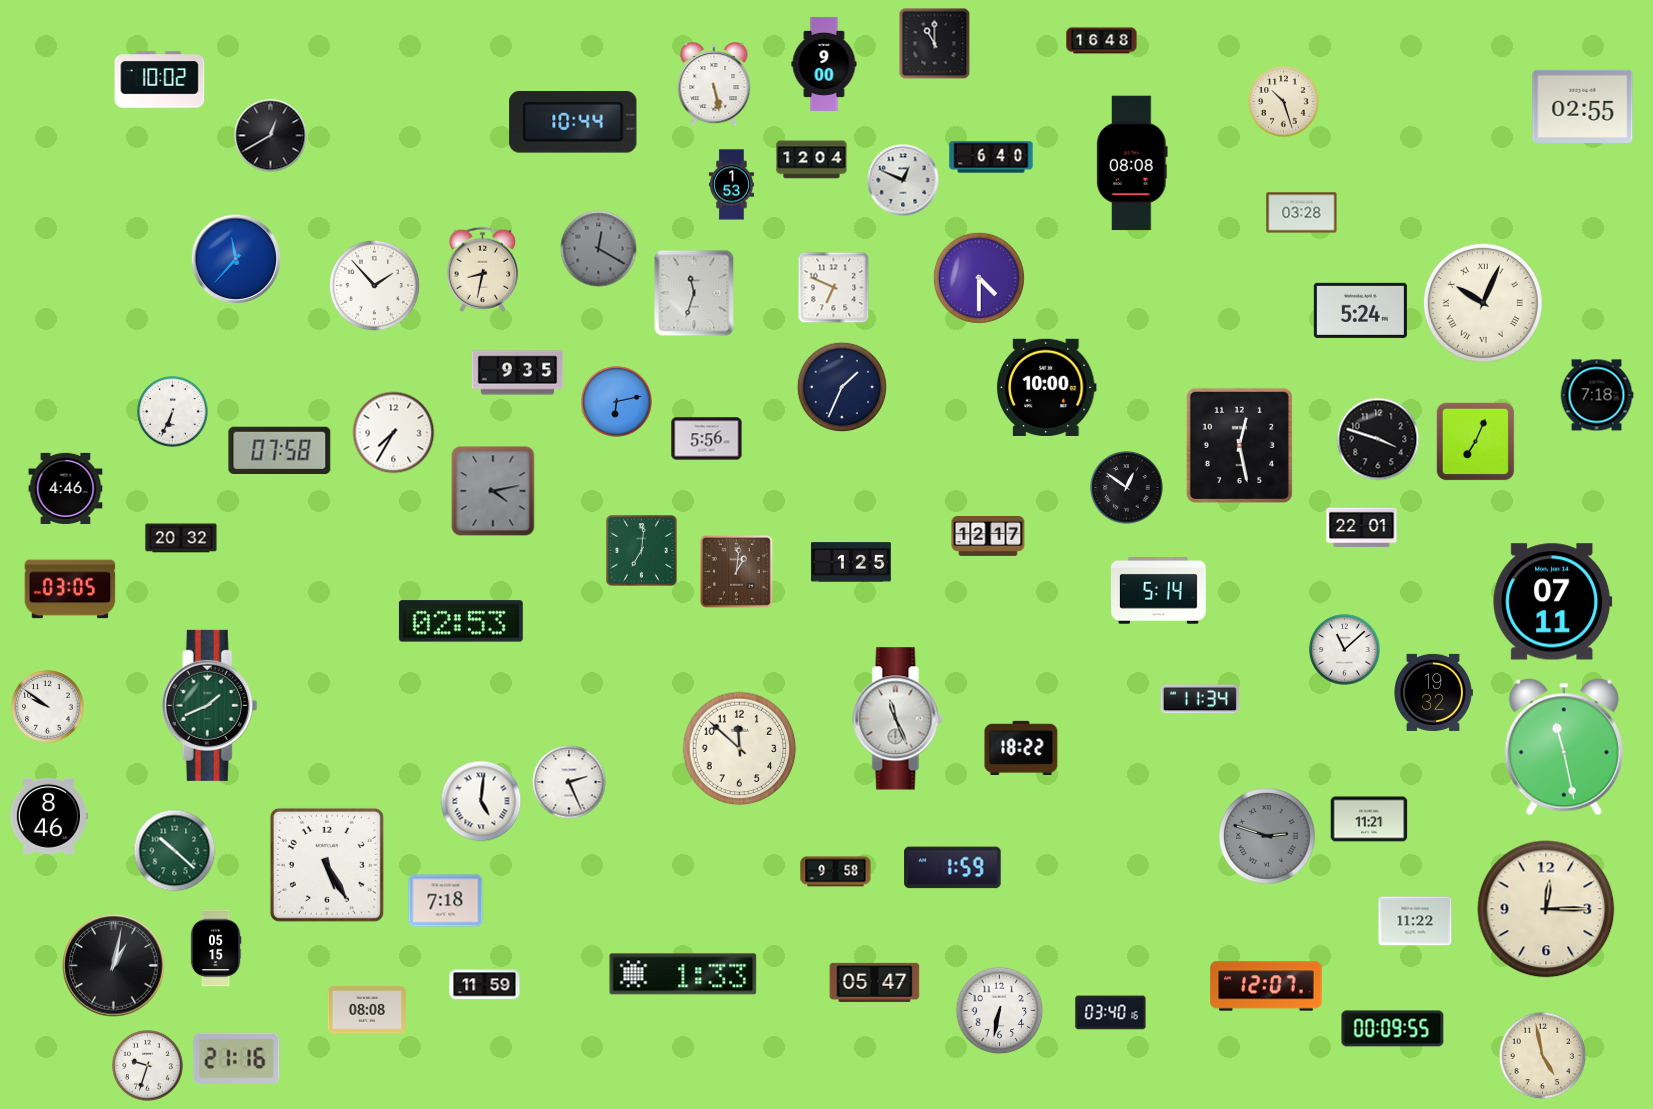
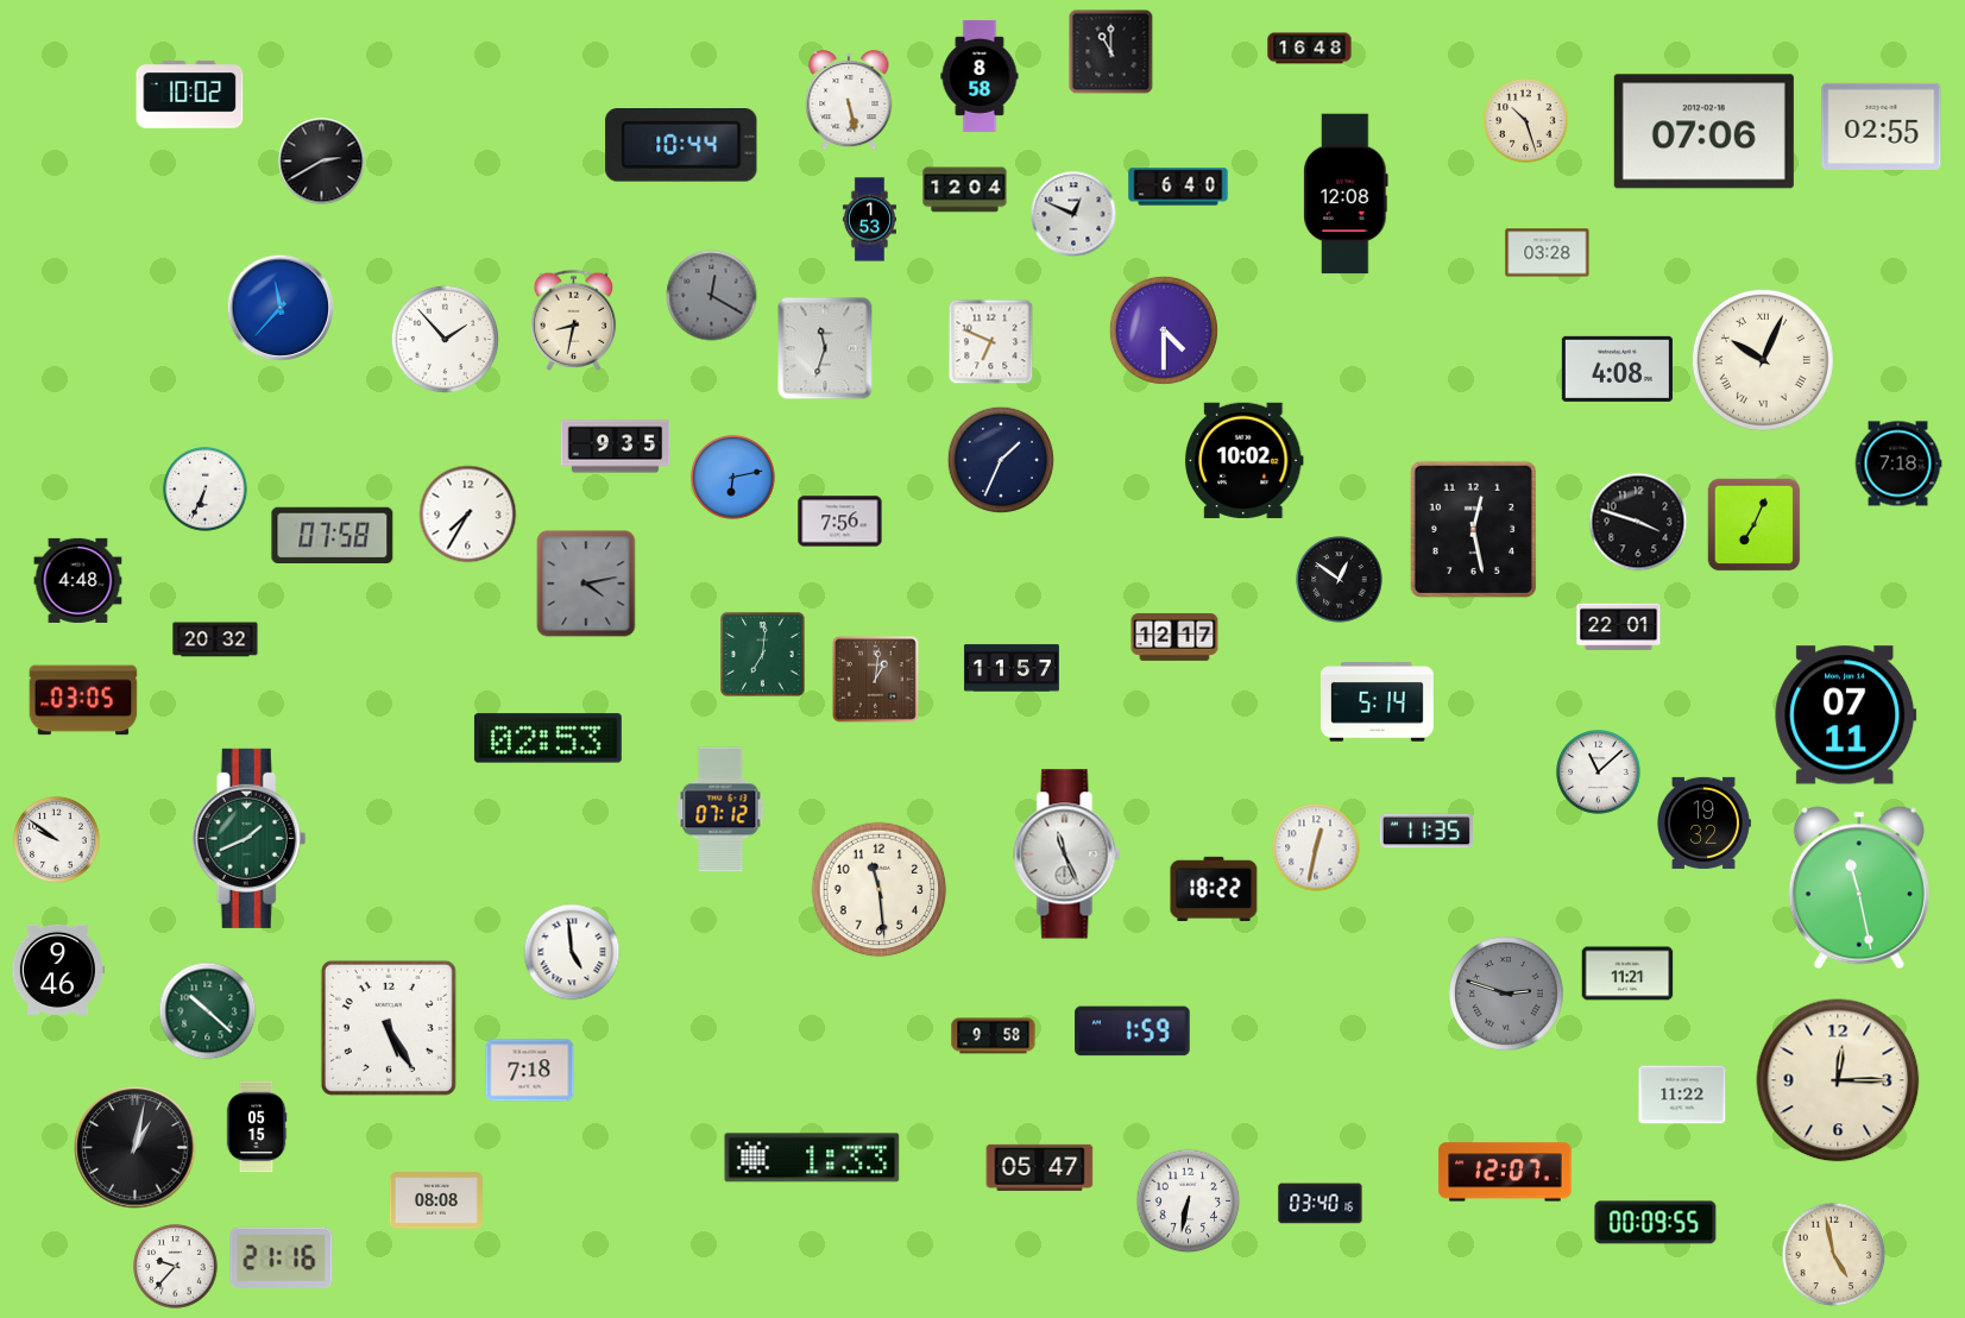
clock at (824, 64): 9:00 -> 8:58
clock at (1703, 132): none -> 07:06
clock at (271, 136): 12:40 -> 2:40
clock at (1133, 163): 08:08 -> 12:08
clock at (1360, 310): 5:24 -> 4:08
clock at (518, 373) position: (518, 373) -> (616, 447)
clock at (1046, 387): 10:00 -> 10:02
clock at (1597, 395) position: (1597, 395) -> (1898, 463)
clock at (707, 439): 5:56 -> 7:56
clock at (66, 488): 4:46 -> 4:48
clock at (851, 562): 1:25 -> 11:57
clock at (720, 809): none -> 07:12
clock at (1199, 699): 11:34 -> 11:35
clock at (1316, 847): none -> 12:32
clock at (740, 749): 11:52 -> 11:29
clock at (569, 782): 2:26 -> none
clock at (481, 801): 5:01 -> 4:59
clock at (48, 816): 8:46 -> 9:46
clock at (485, 985): 11:59 -> none
clock at (148, 1066): 9:33 -> 9:37
